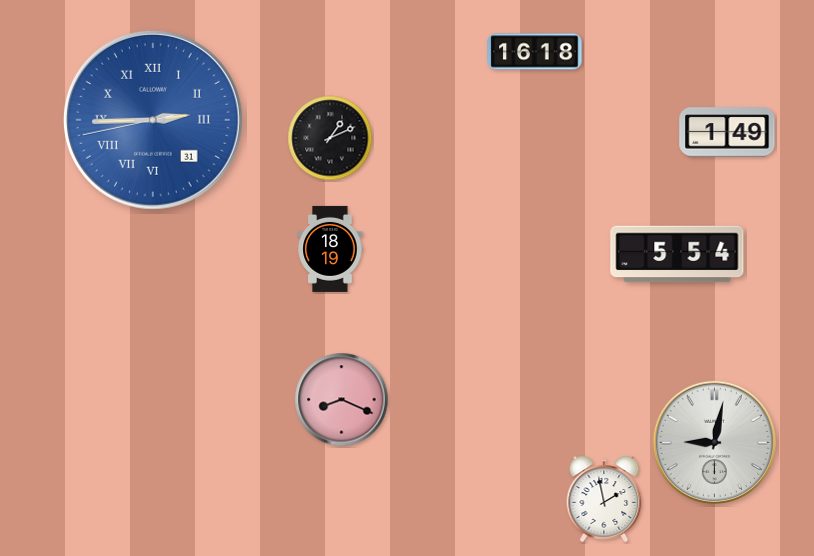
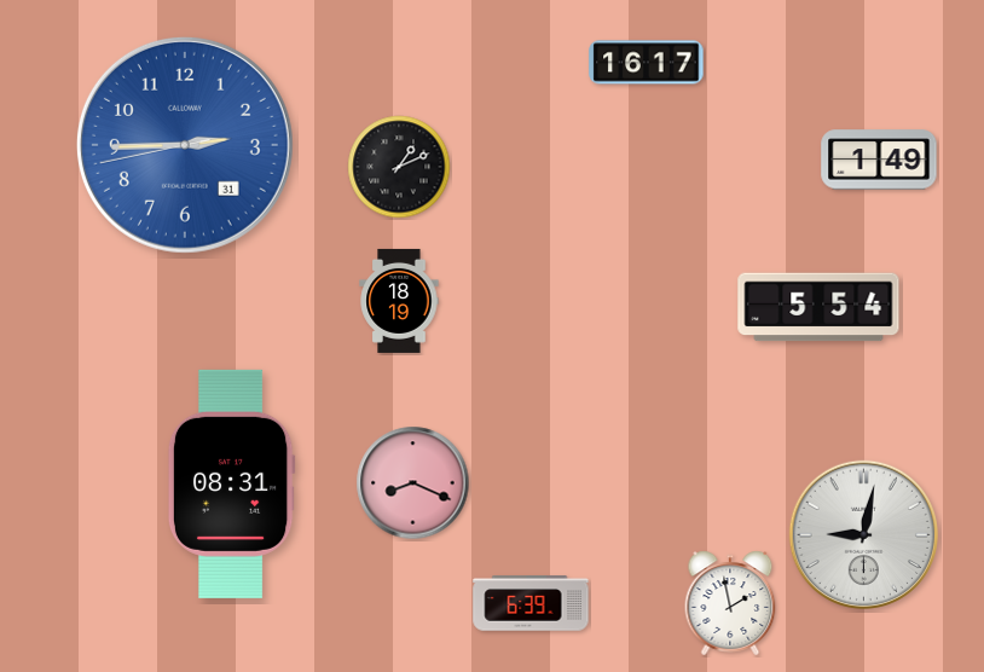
clock at (535, 52): 16:18 -> 16:17
clock at (153, 120) numerals: Roman -> Arabic
clock at (231, 483): none -> 08:31
clock at (531, 603): none -> 6:39
